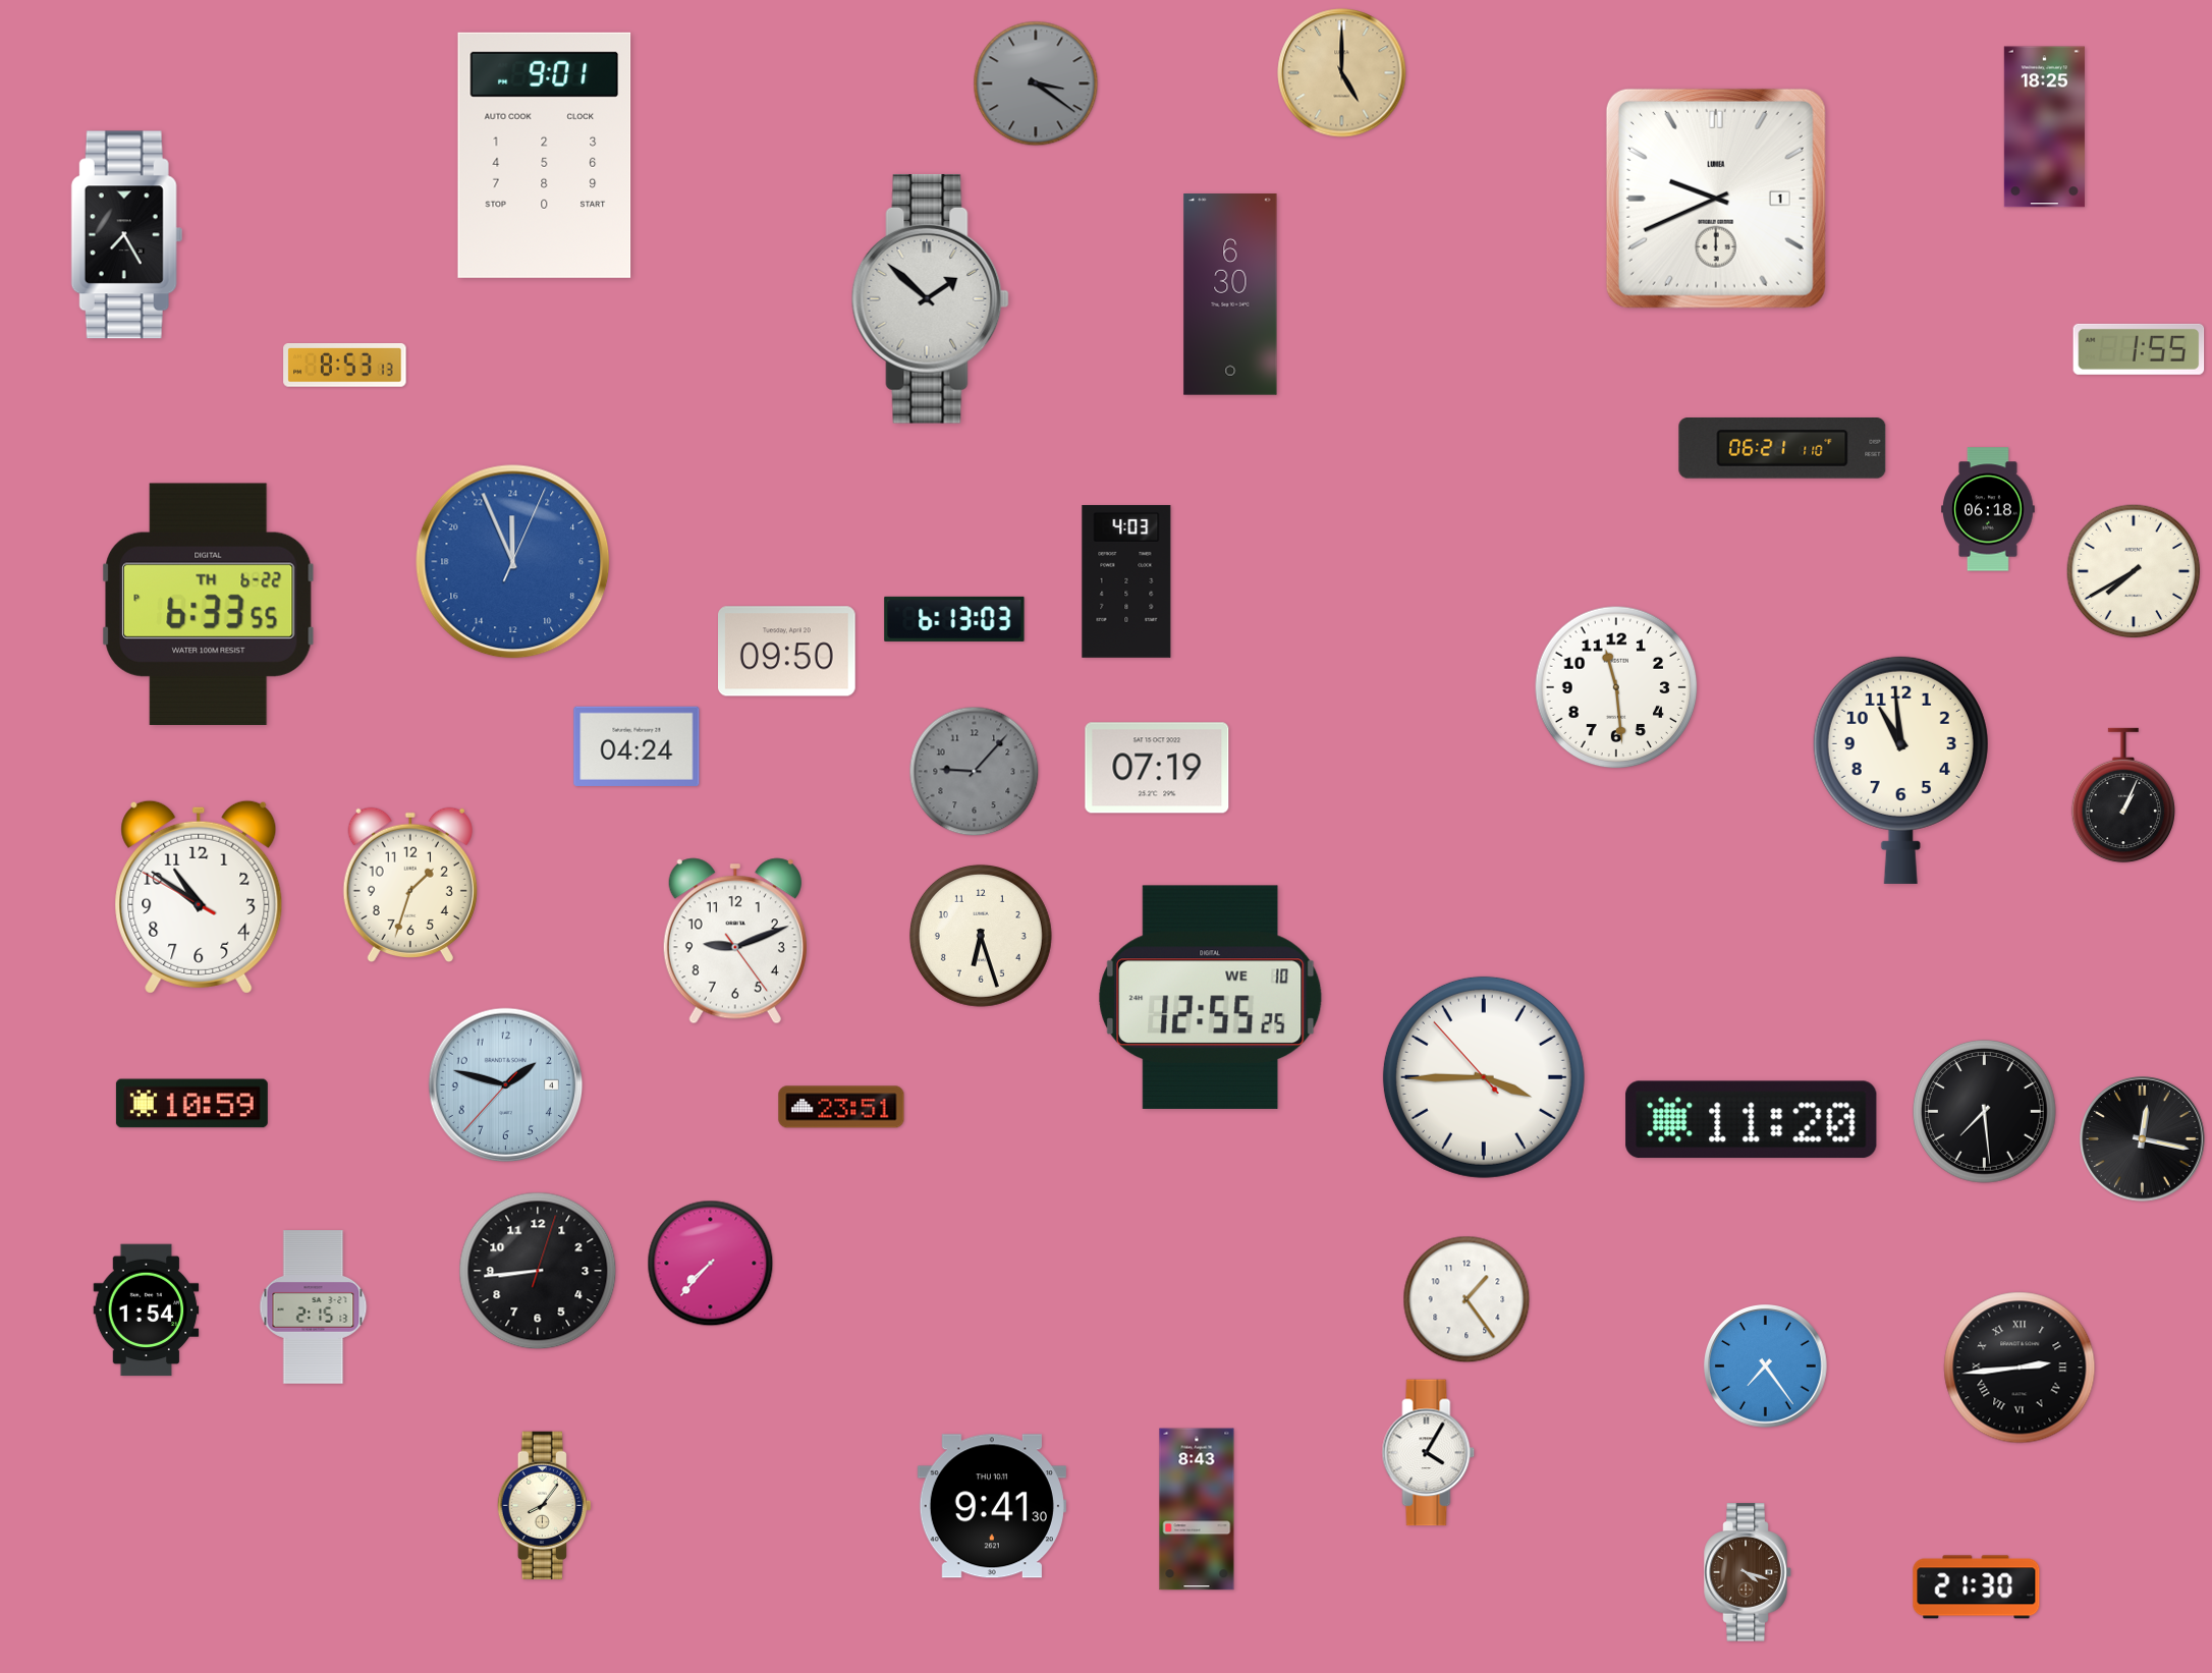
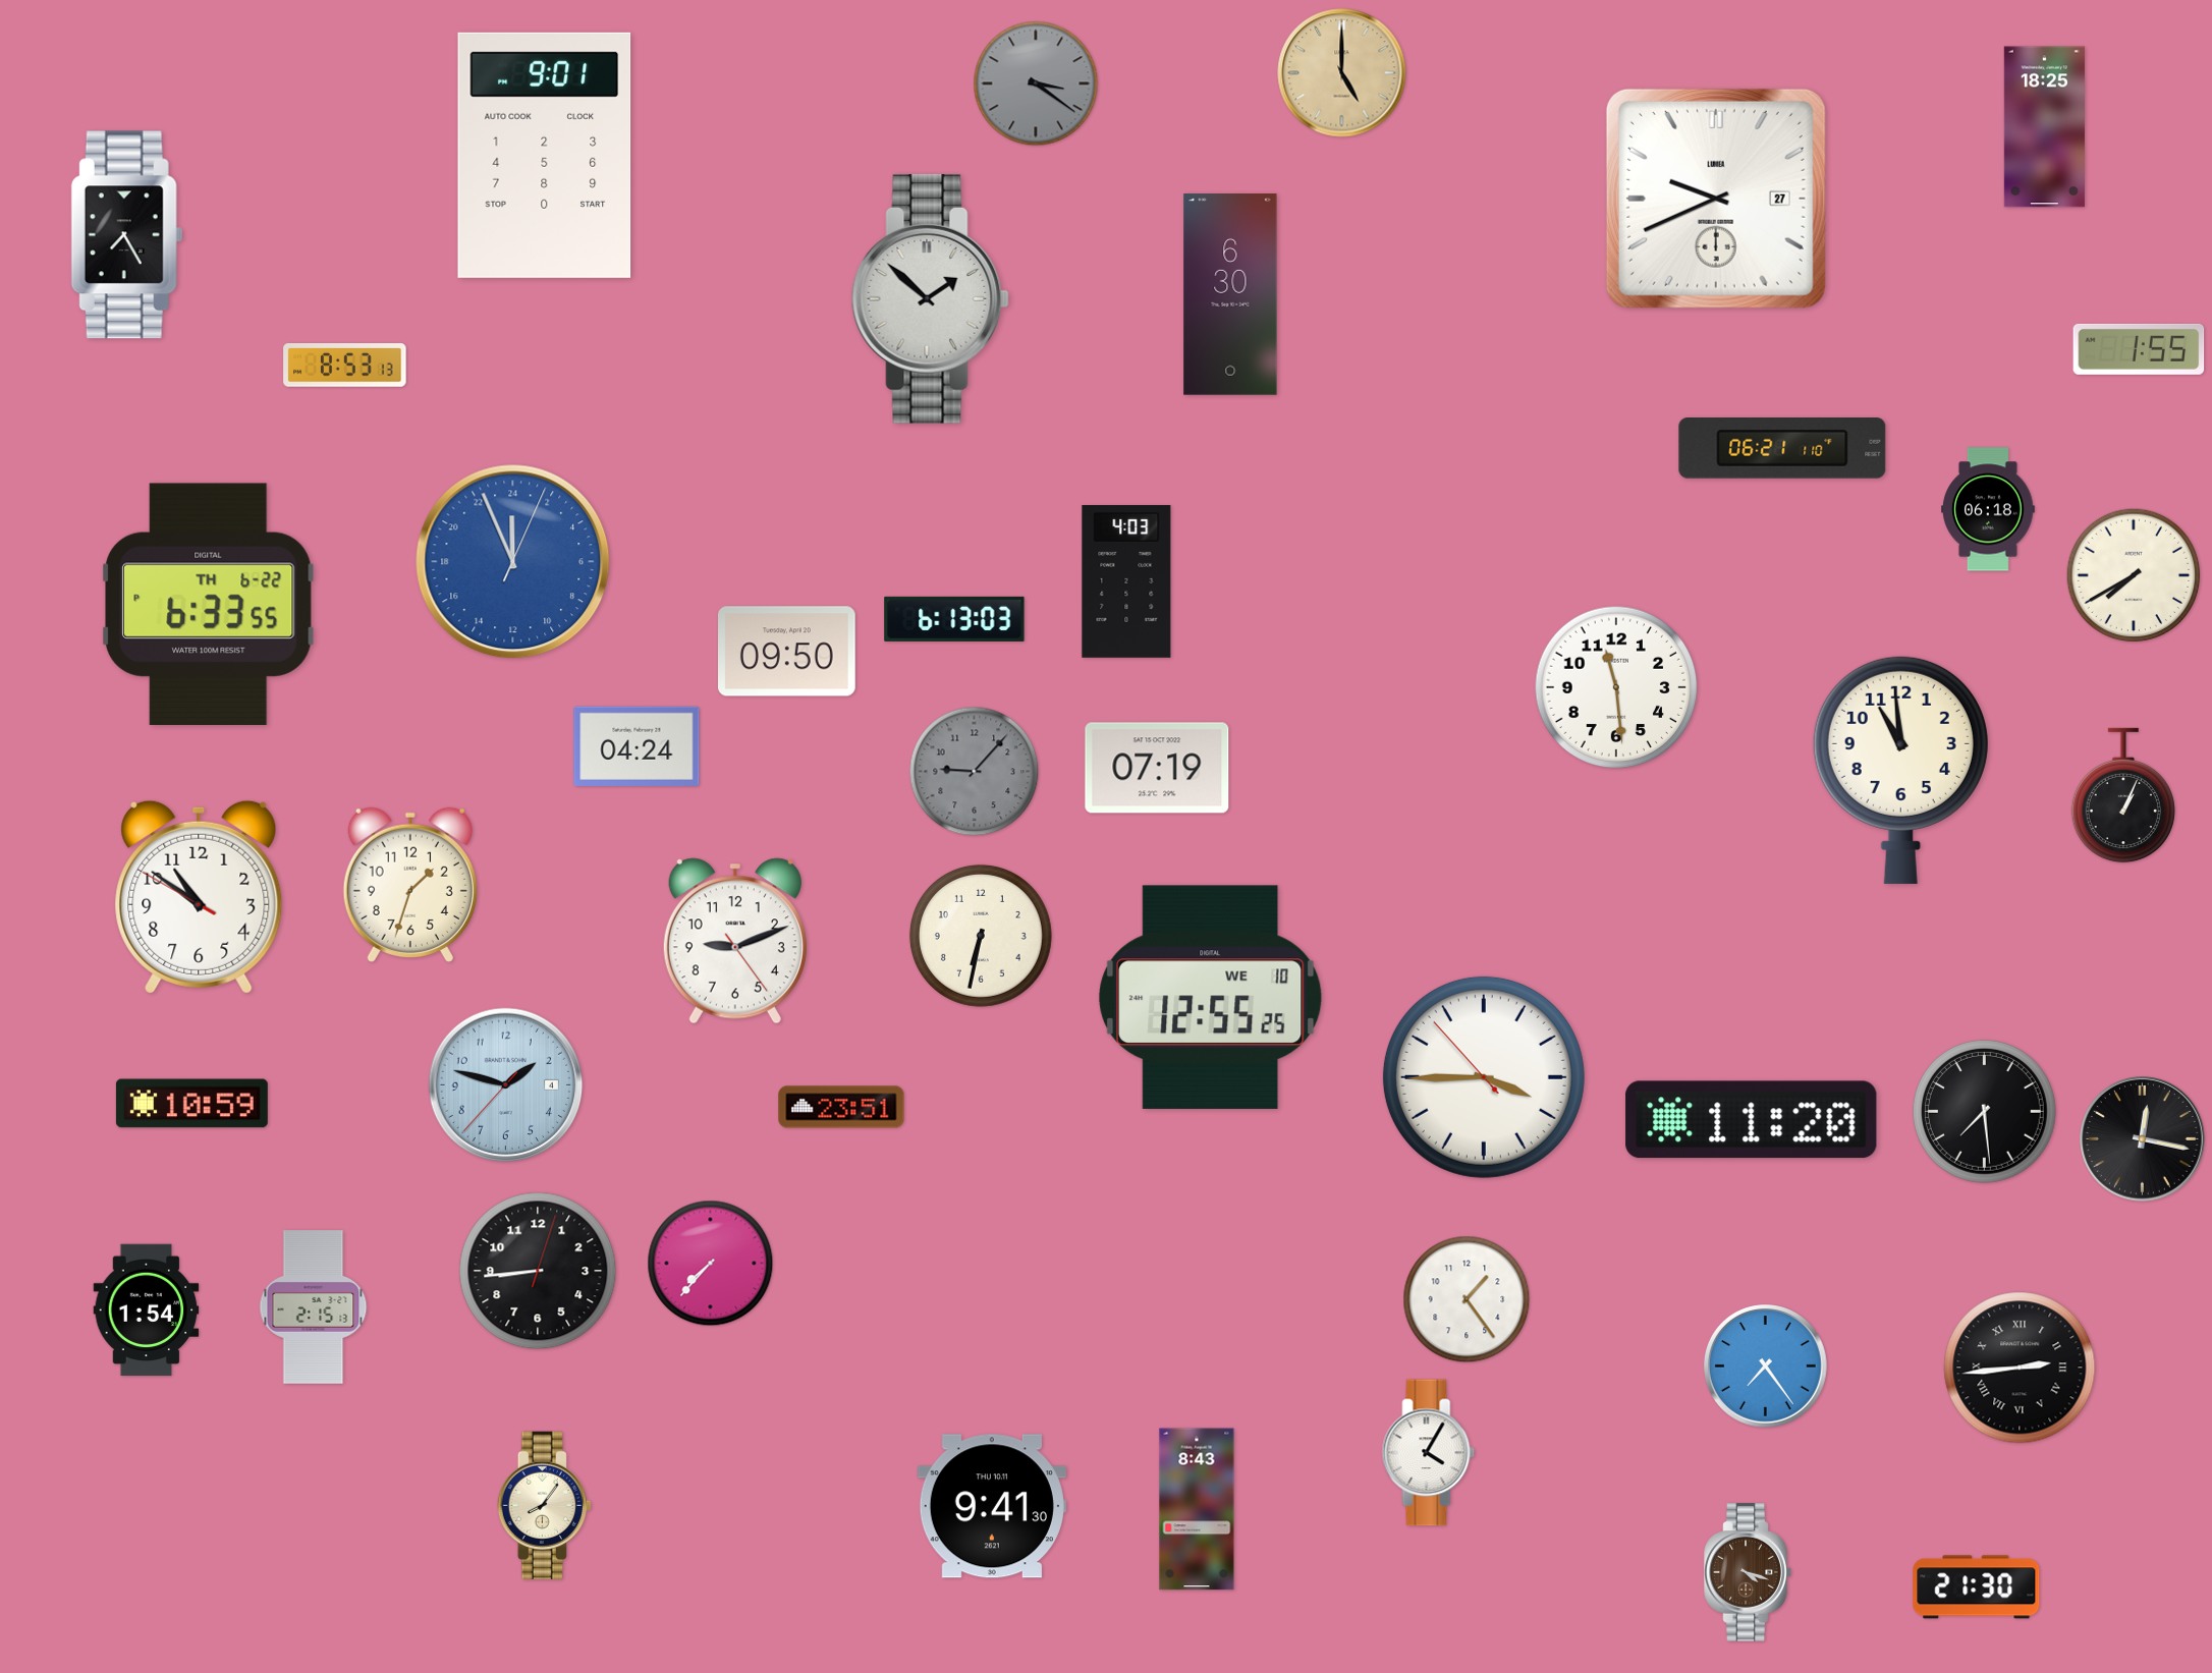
clock at (1716, 199) date: 1 -> 27
clock at (2134, 571) position: (2134, 571) -> (2134, 575)
clock at (981, 936): 6:27 -> 6:32
